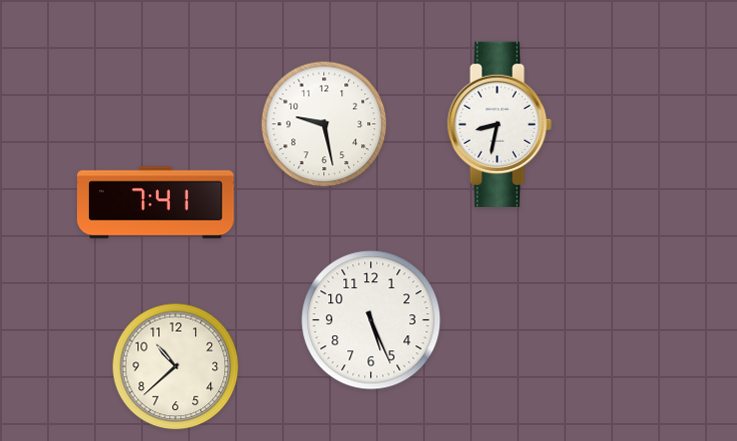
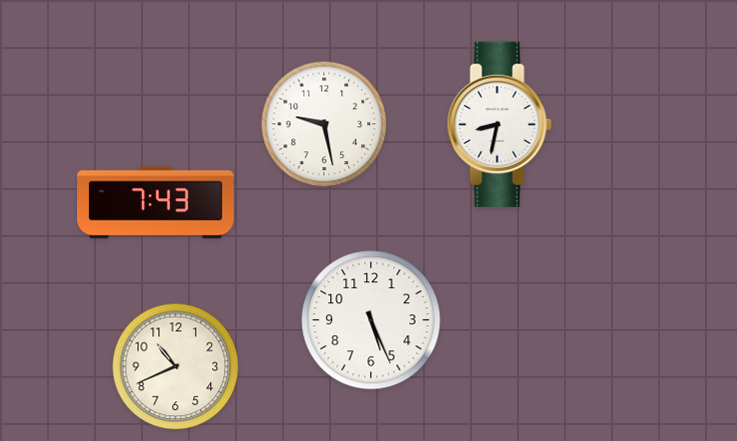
clock at (156, 203): 7:41 -> 7:43
clock at (176, 367): 10:38 -> 10:41
